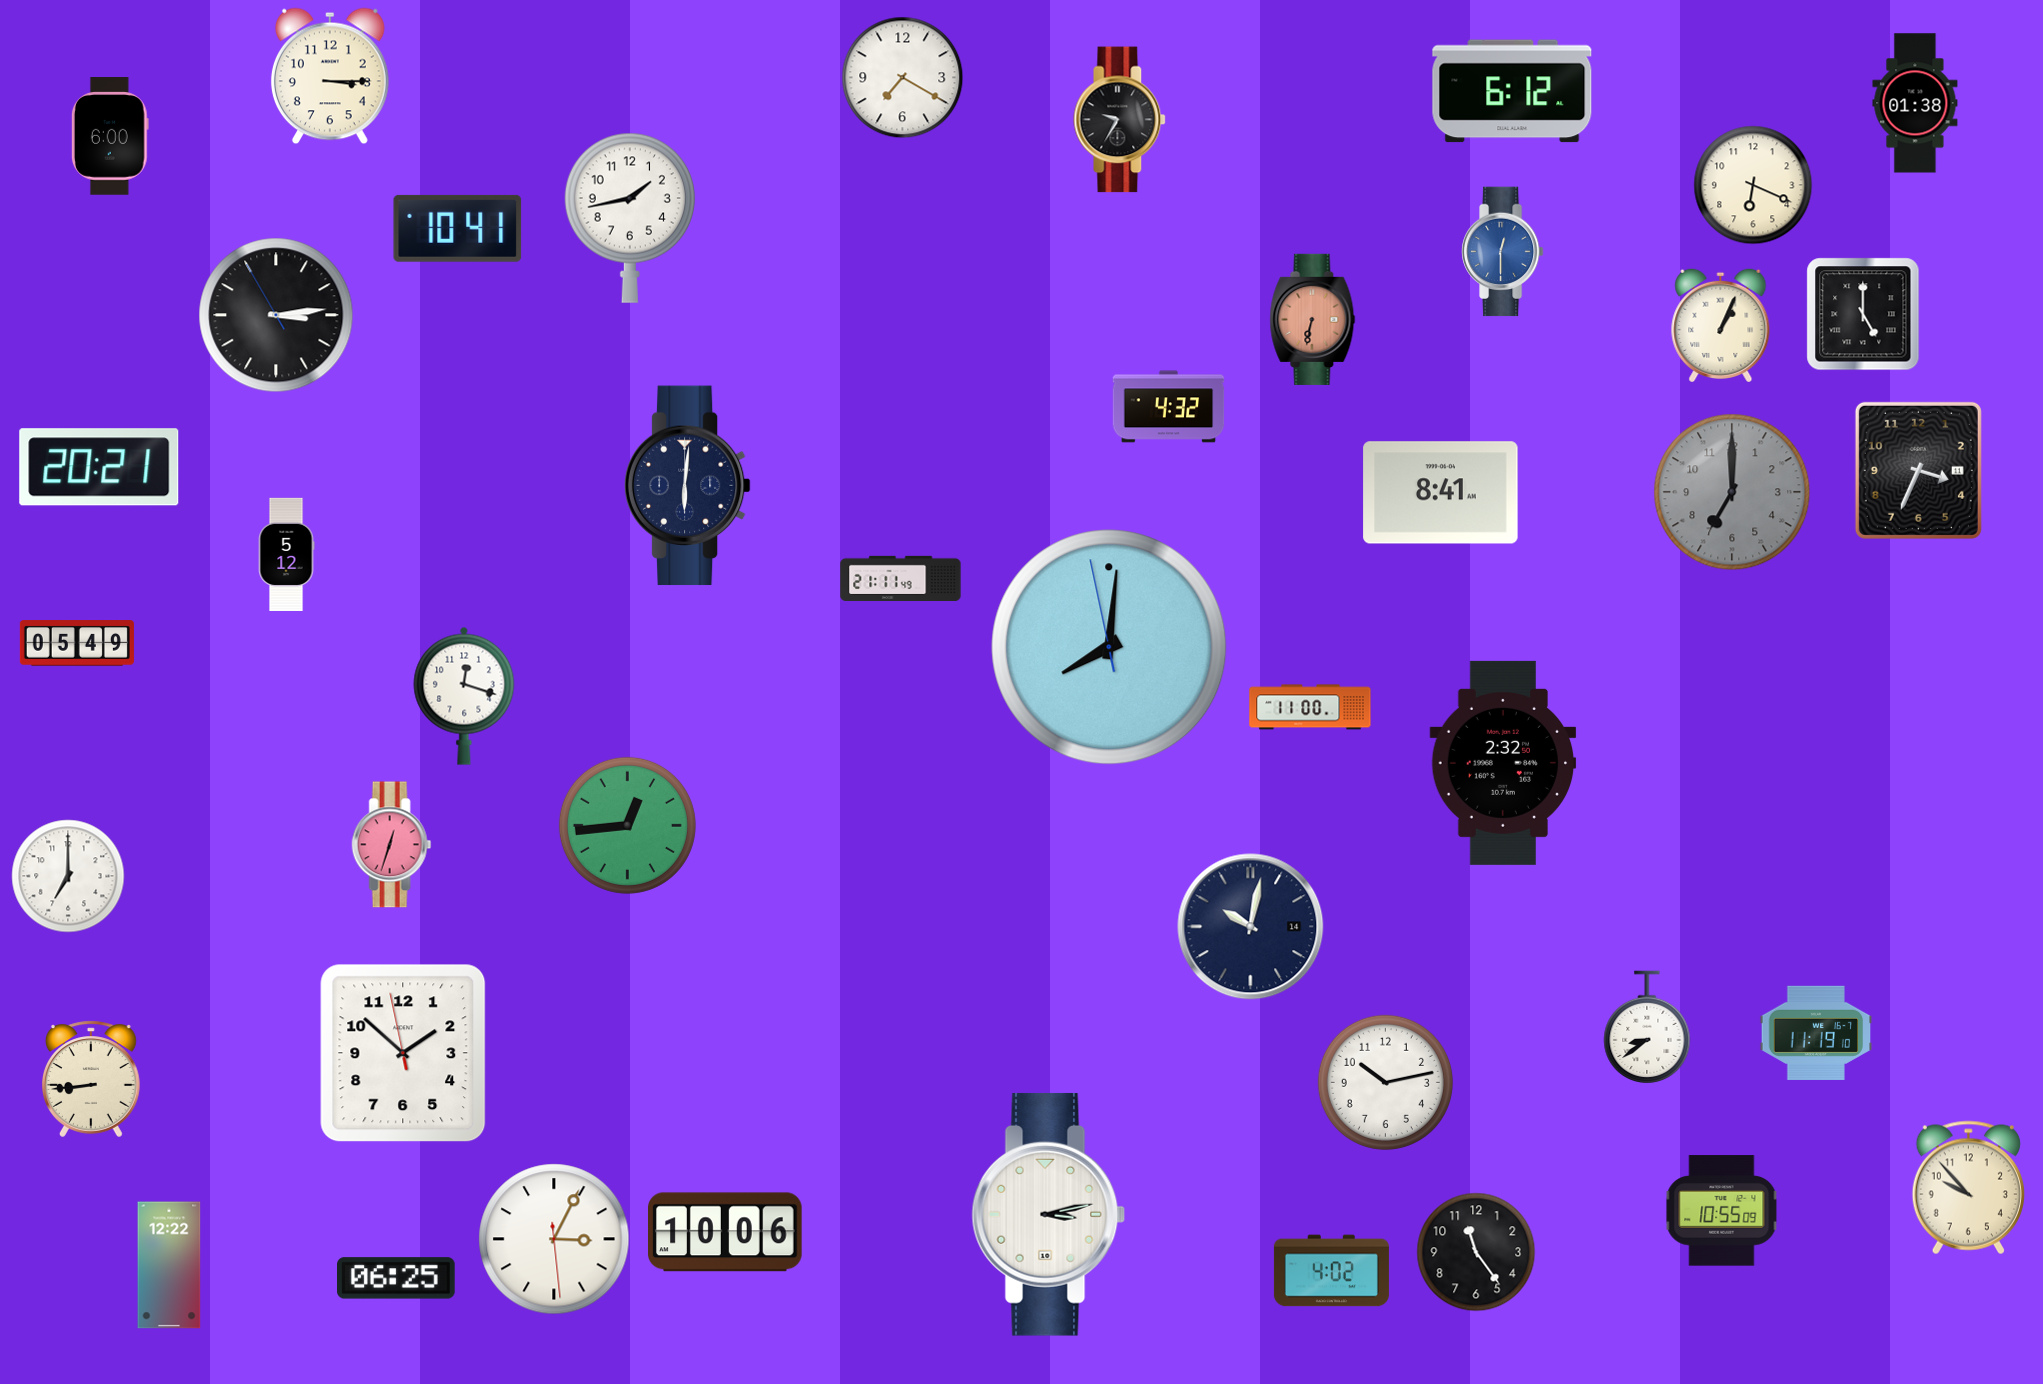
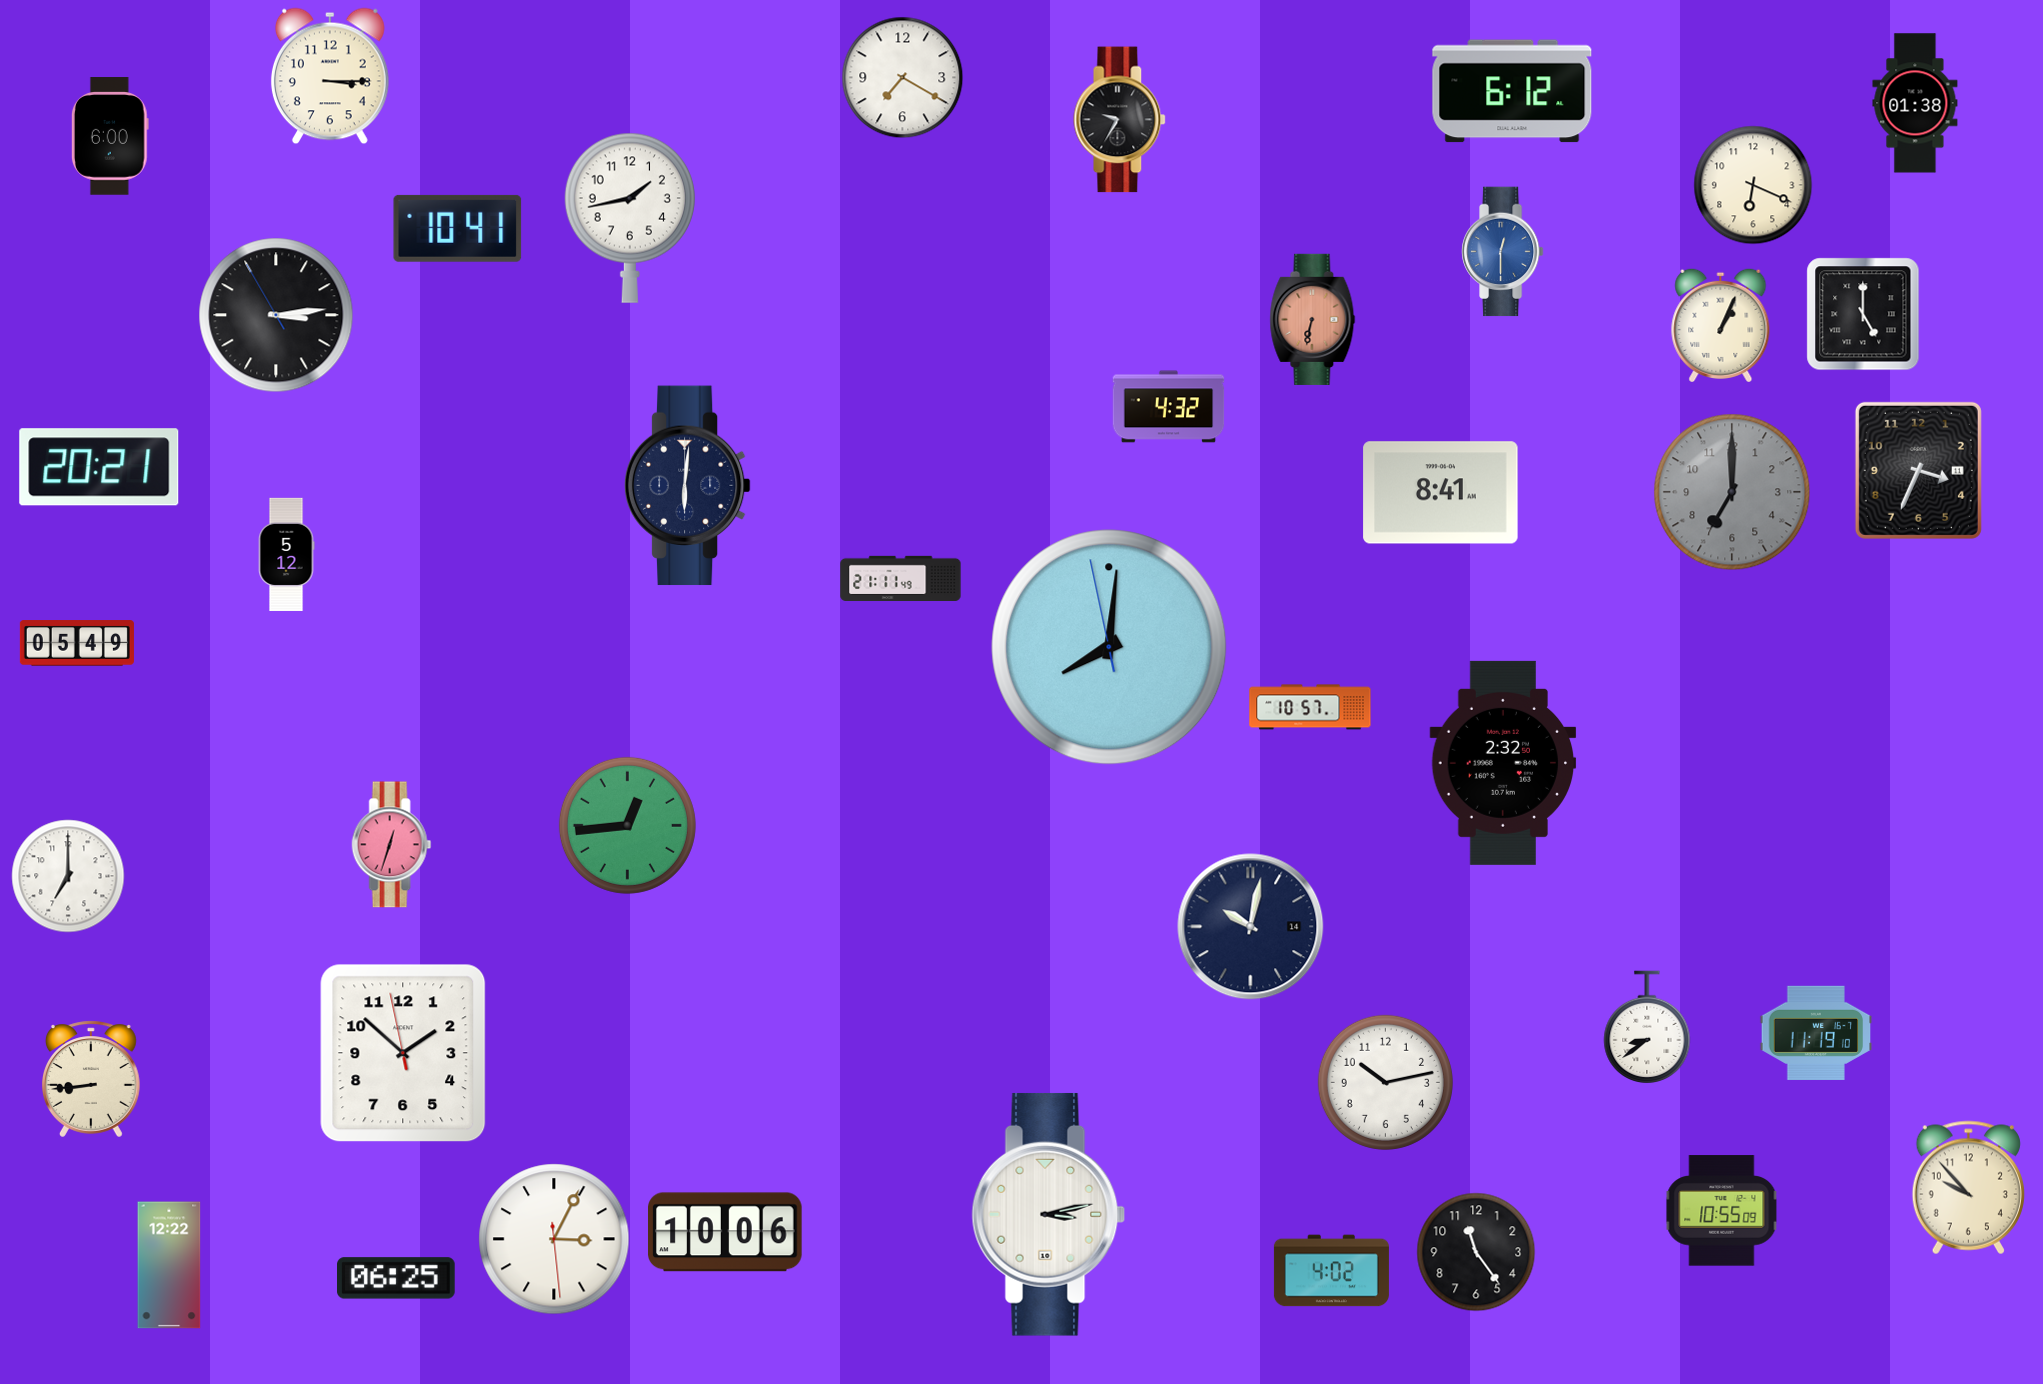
clock at (464, 696): 12:18 -> none
clock at (1310, 707): 11:00 -> 10:57
